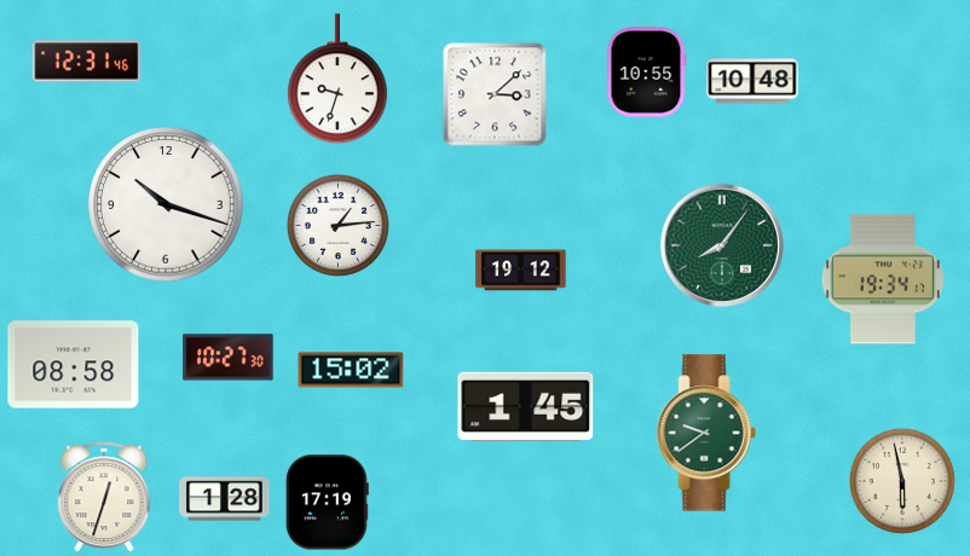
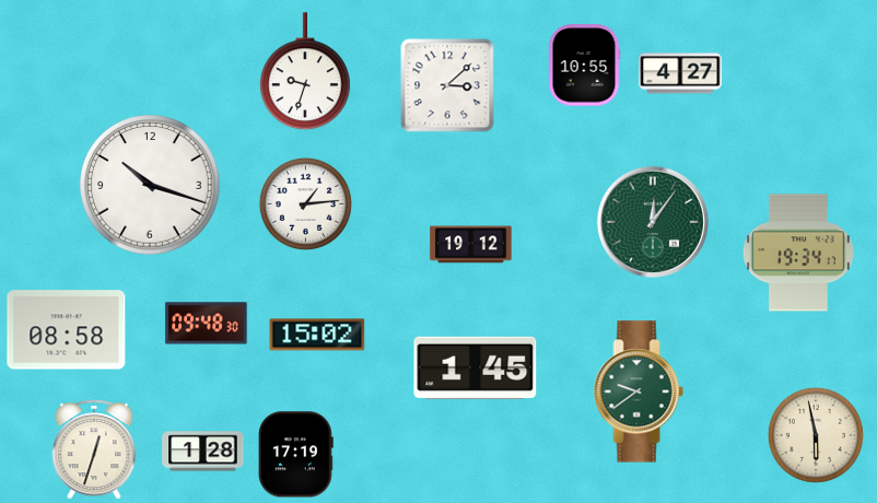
clock at (87, 62): 12:31 -> none
clock at (752, 81): 10:48 -> 4:27
clock at (722, 245): 8:06 -> 12:06
clock at (229, 358): 10:27 -> 09:48
